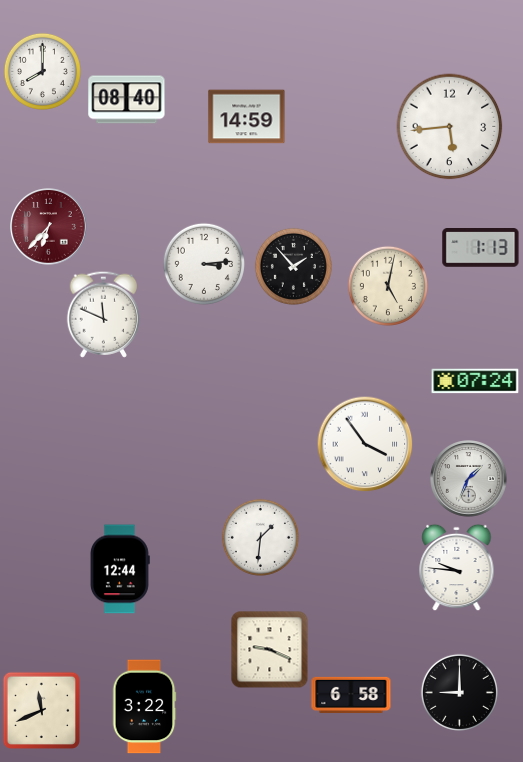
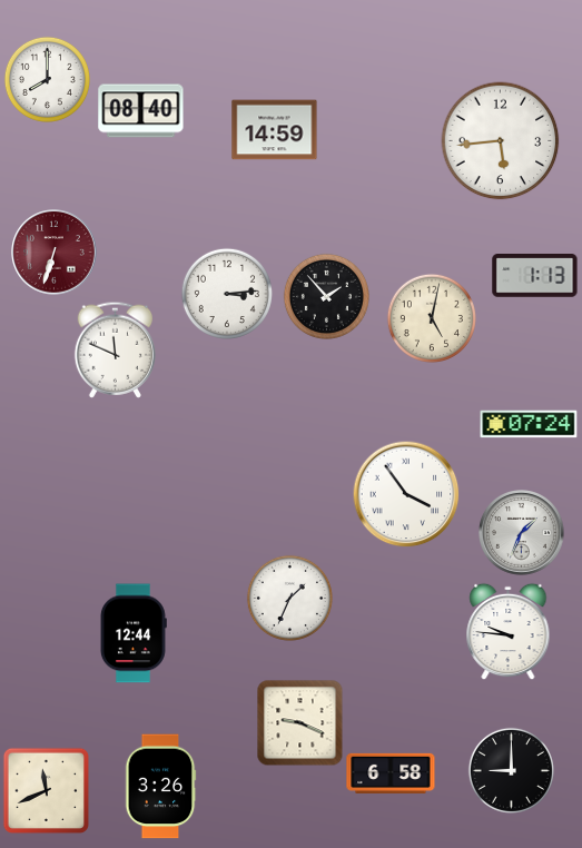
clock at (49, 227): 6:37 -> 6:33
clock at (260, 537): 1:31 -> 1:34
clock at (144, 707): 3:22 -> 3:26
